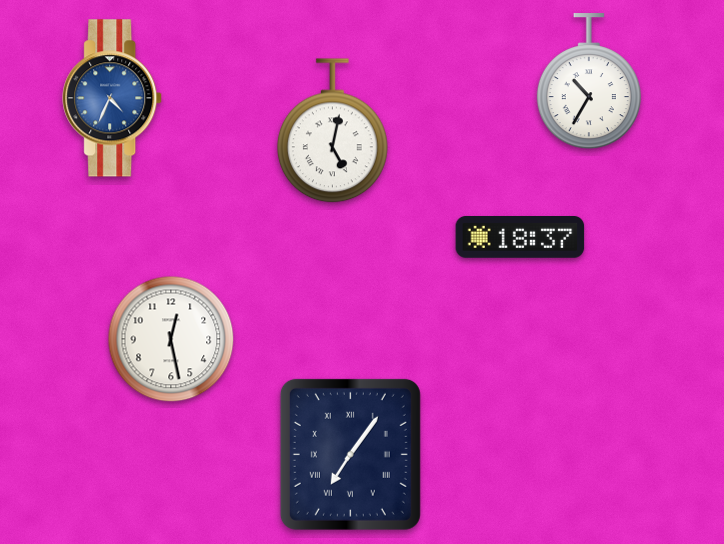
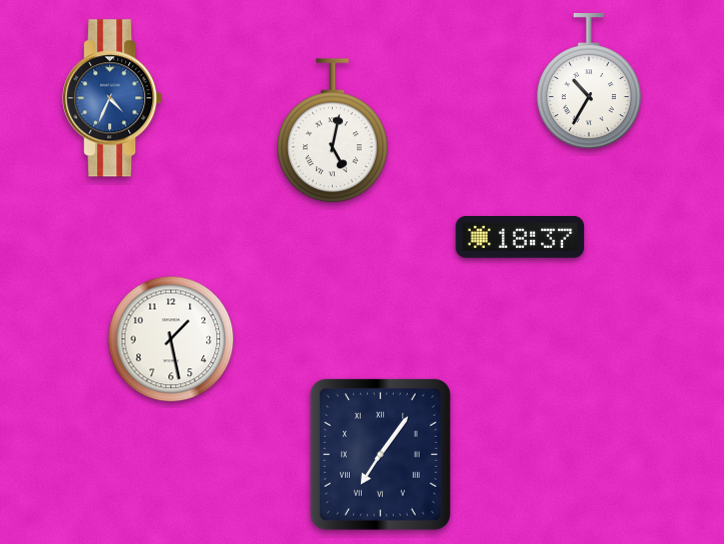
clock at (171, 339): 12:28 -> 1:28
clock at (350, 454) position: (350, 454) -> (380, 454)
